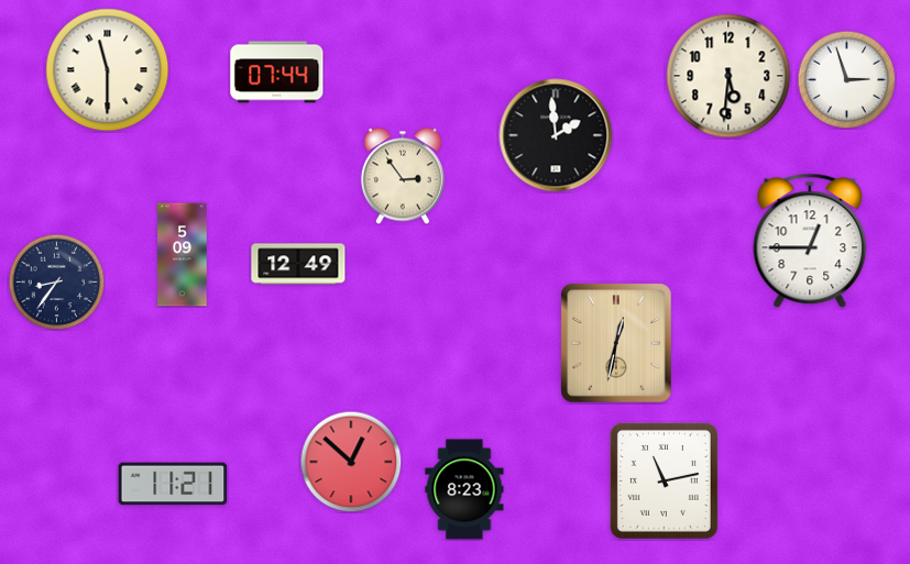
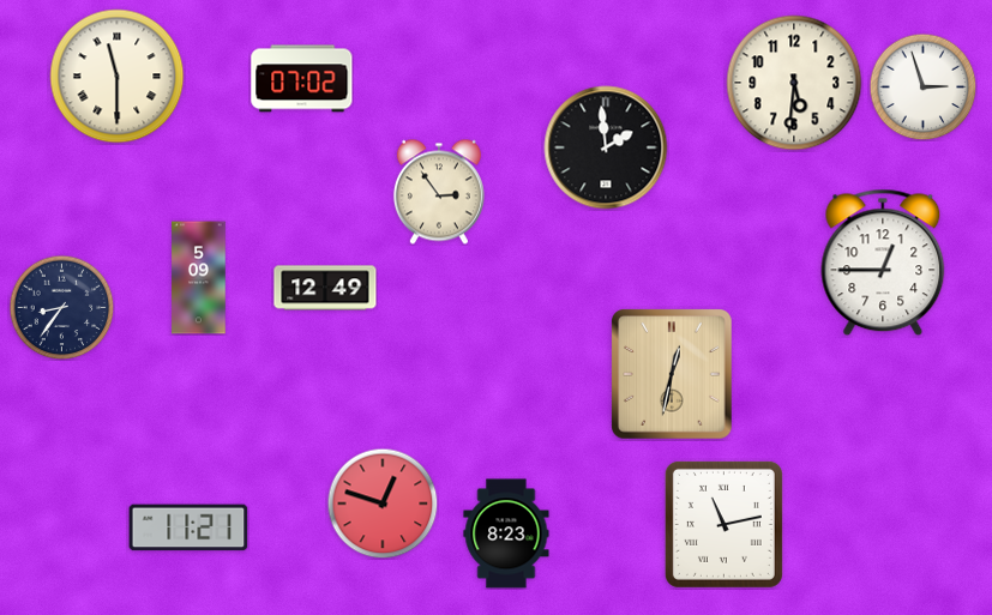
clock at (277, 73): 07:44 -> 07:02
clock at (351, 462): 12:52 -> 12:48
